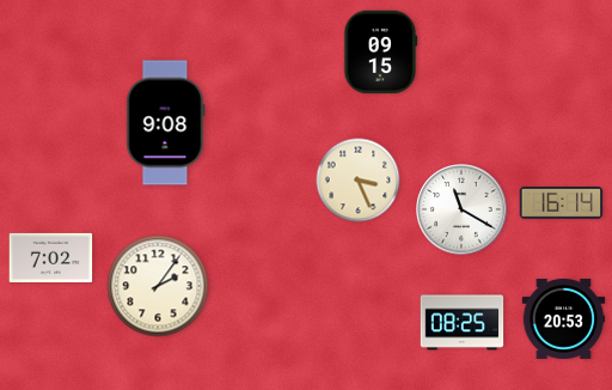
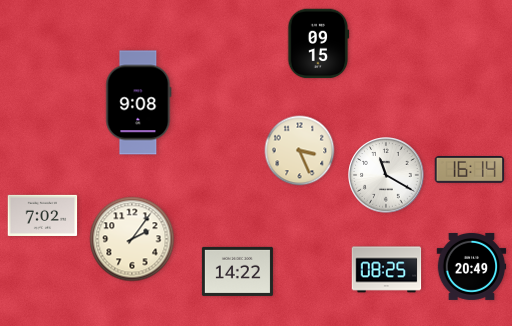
clock at (564, 318): 20:53 -> 20:49
clock at (237, 271): none -> 14:22
